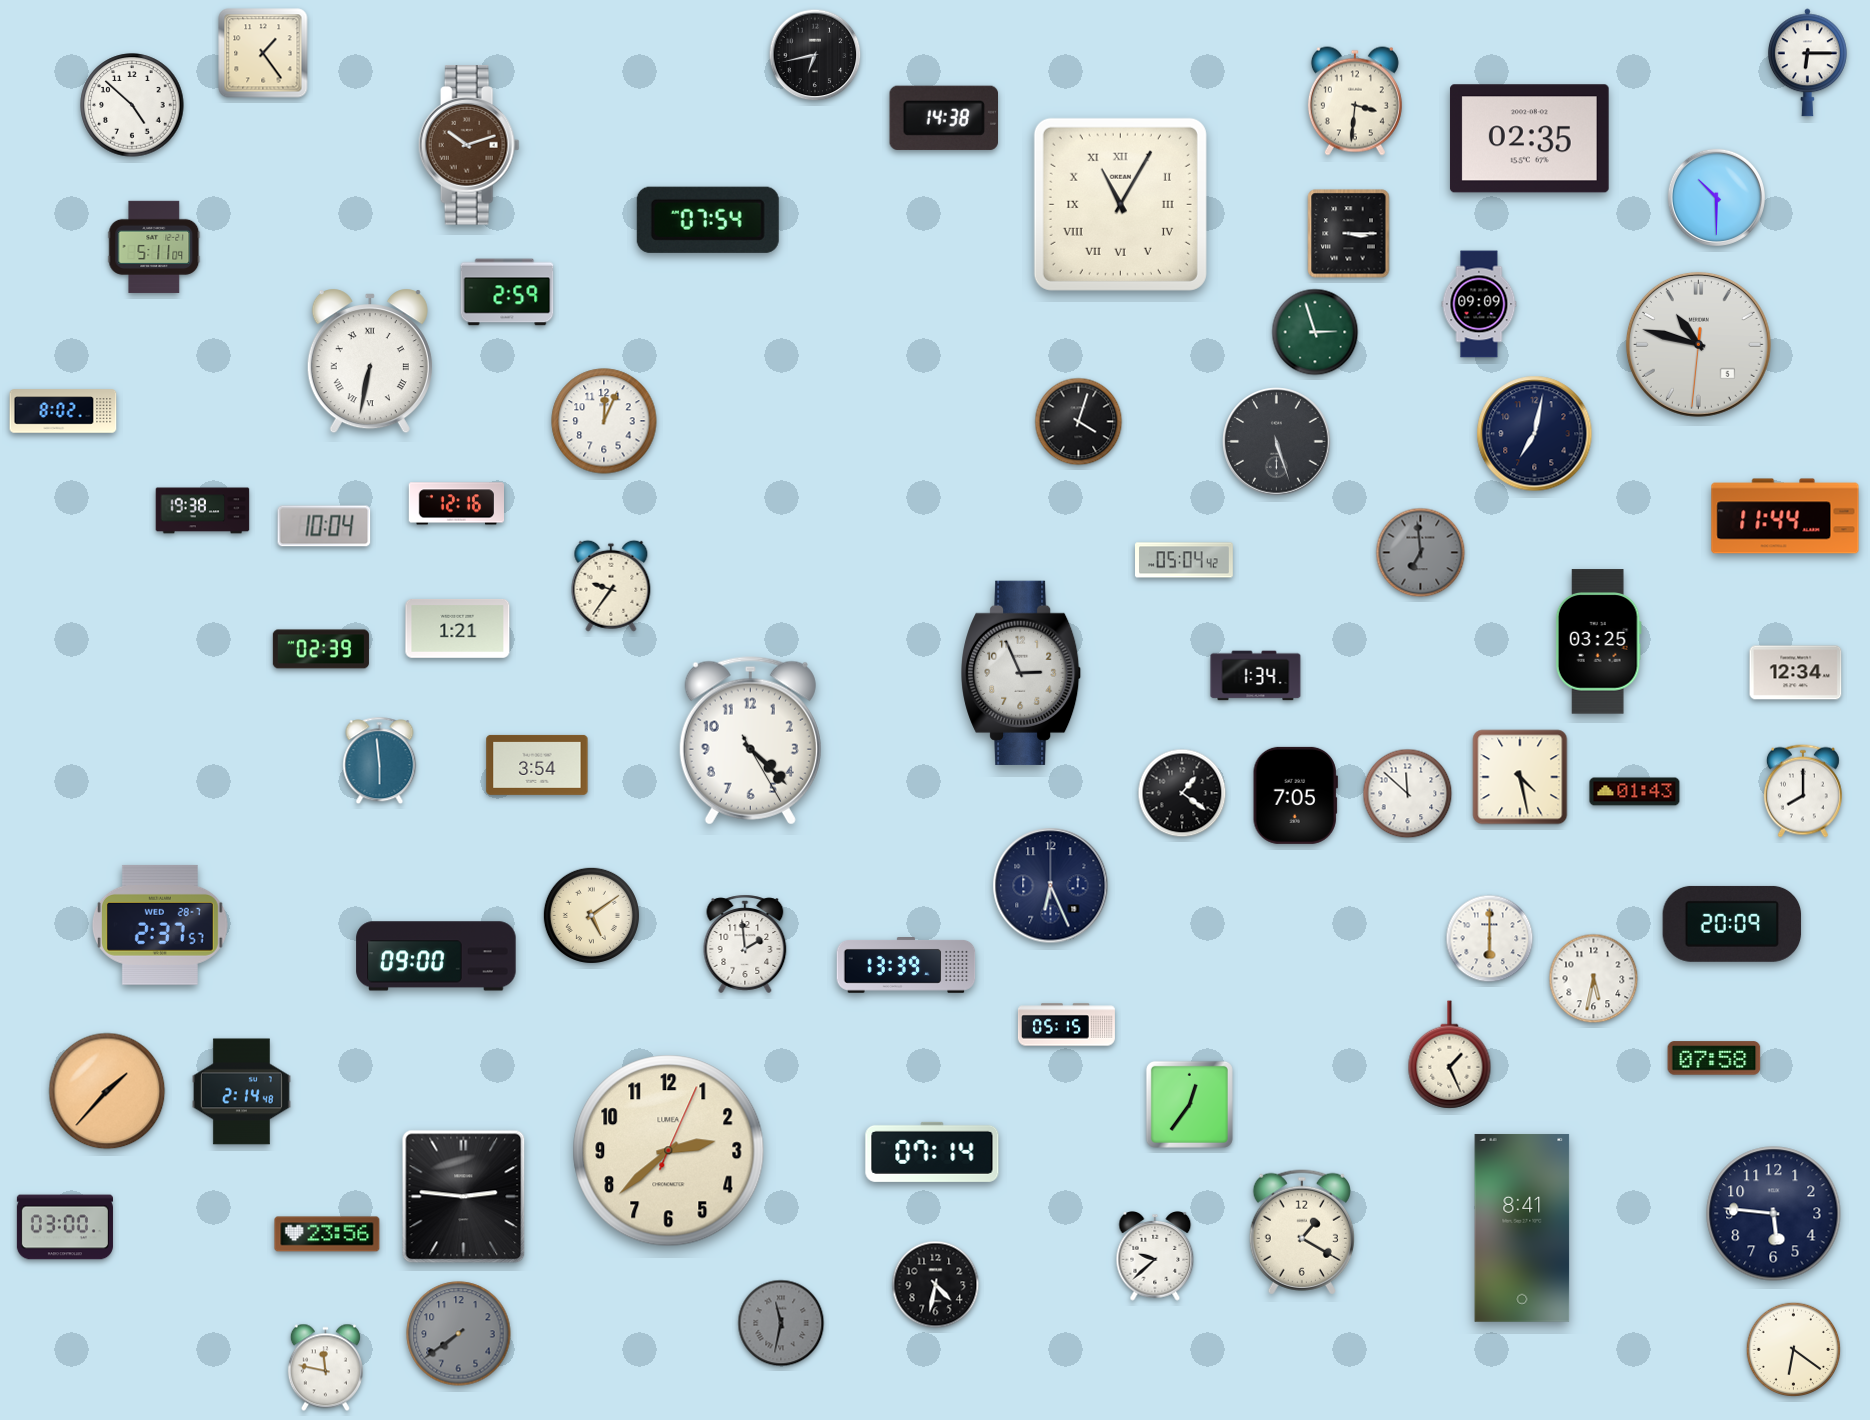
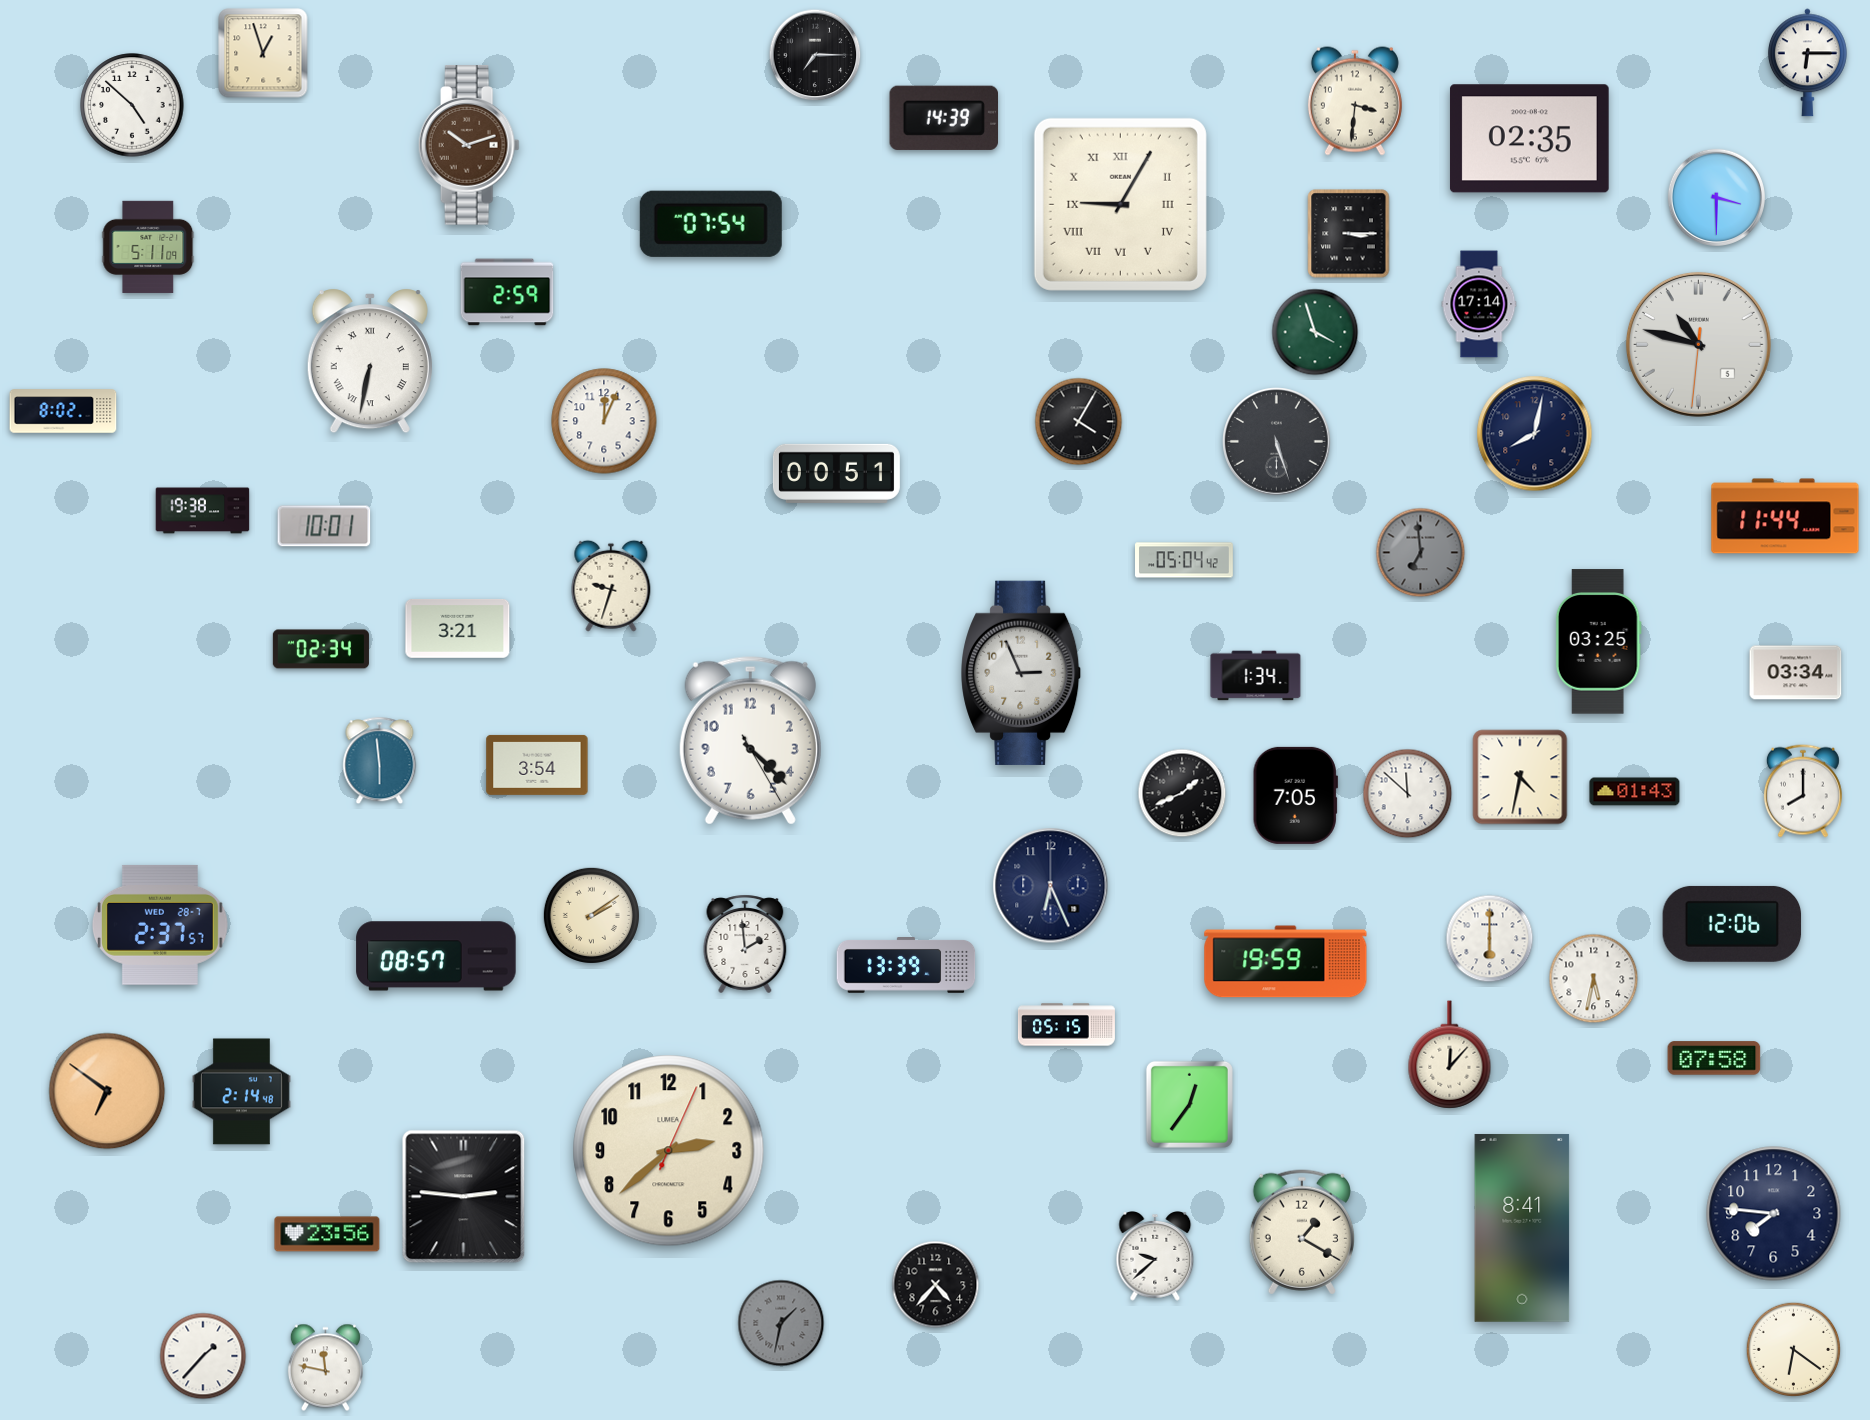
clock at (263, 53): 1:24 -> 12:57
clock at (815, 55): 6:43 -> 7:15
clock at (943, 118): 14:38 -> 14:39
clock at (1716, 197): 10:30 -> 3:30
clock at (1120, 204): 11:05 -> 9:05
clock at (708, 220) position: (708, 220) -> (711, 224)
clock at (154, 247) position: (154, 247) -> (148, 247)
clock at (1479, 304): 09:09 -> 17:14
clock at (1315, 332): 2:57 -> 3:57
clock at (1079, 422): 4:03 -> 4:05
clock at (1535, 434): 7:02 -> 8:02
clock at (836, 473): none -> 00:51
clock at (456, 504): 12:16 -> none
clock at (324, 526): 10:04 -> 10:01
clock at (611, 586): 9:36 -> 9:33
clock at (458, 628): 1:21 -> 3:21
clock at (321, 649): 02:39 -> 02:34
clock at (1796, 673): 12:34 -> 03:34
clock at (1520, 777): 4:28 -> 4:32
clock at (1182, 793): 1:21 -> 1:41
clock at (591, 915): 5:09 -> 2:09
clock at (1732, 924): 20:09 -> 12:06
clock at (436, 956): 09:00 -> 08:57
clock at (1286, 962): none -> 19:59
clock at (1450, 1055): 1:26 -> 12:07
clock at (107, 1091): 1:37 -> 6:51
clock at (932, 1152): 07:14 -> none
clock at (1774, 1214): 5:46 -> 7:46
clock at (65, 1227): 03:00 -> none
clock at (936, 1285): 4:32 -> 4:37
clock at (781, 1323): 11:32 -> 1:32
clock at (459, 1334): 7:39 -> none
clock at (203, 1356): none -> 1:37
